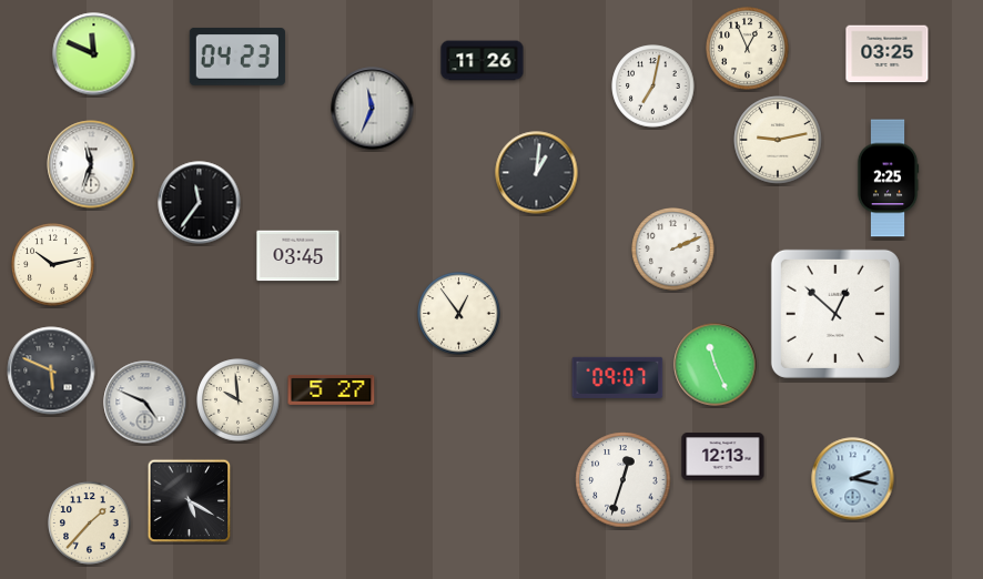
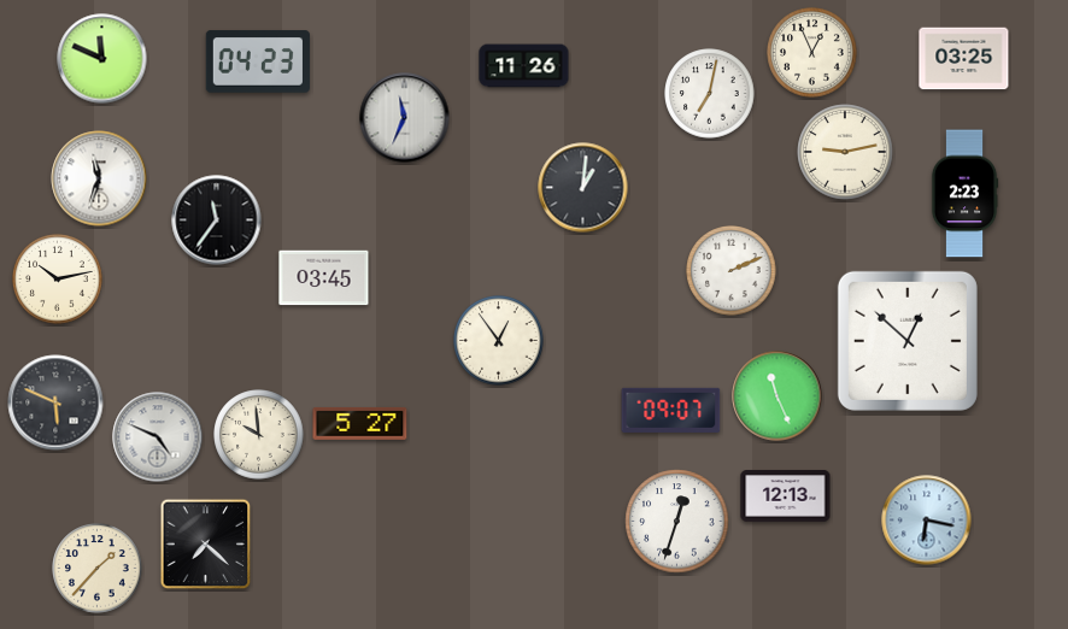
clock at (888, 179): 2:25 -> 2:23
clock at (53, 265) position: (53, 265) -> (58, 280)
clock at (853, 479): 2:17 -> 6:17
clock at (190, 501): 5:20 -> 7:22
